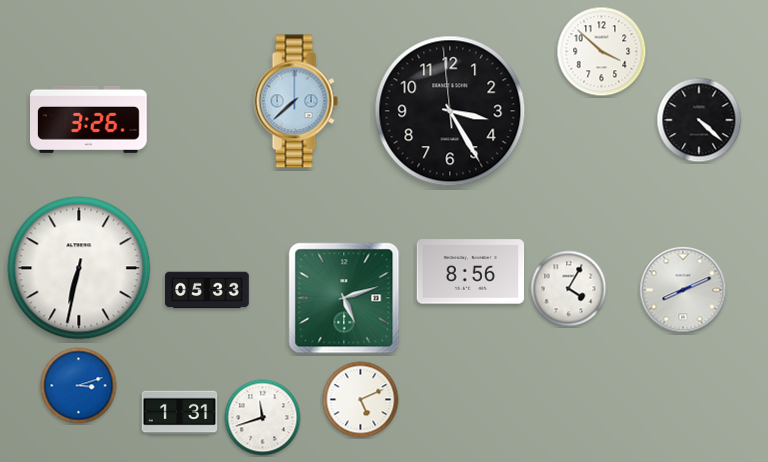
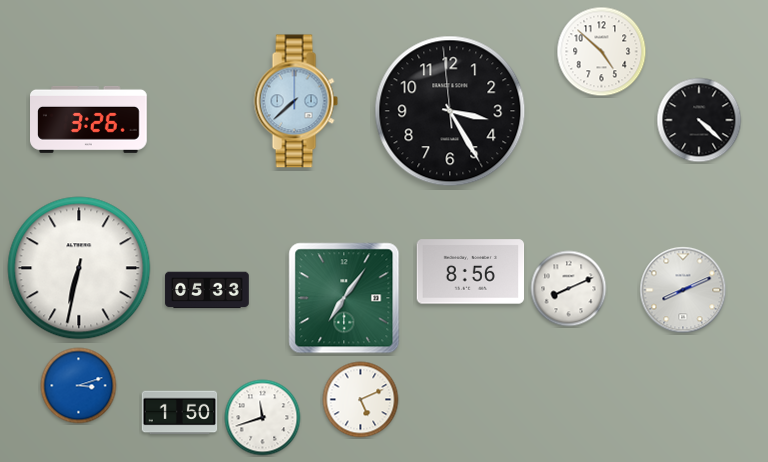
clock at (602, 52): 3:52 -> 4:52
clock at (569, 289): 4:05 -> 8:11
clock at (344, 298): 5:12 -> 7:06
clock at (180, 413): 1:31 -> 1:50
